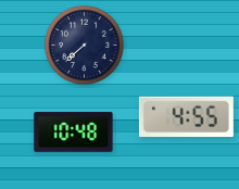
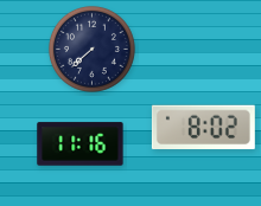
clock at (186, 117): 4:55 -> 8:02
clock at (74, 133): 10:48 -> 11:16
